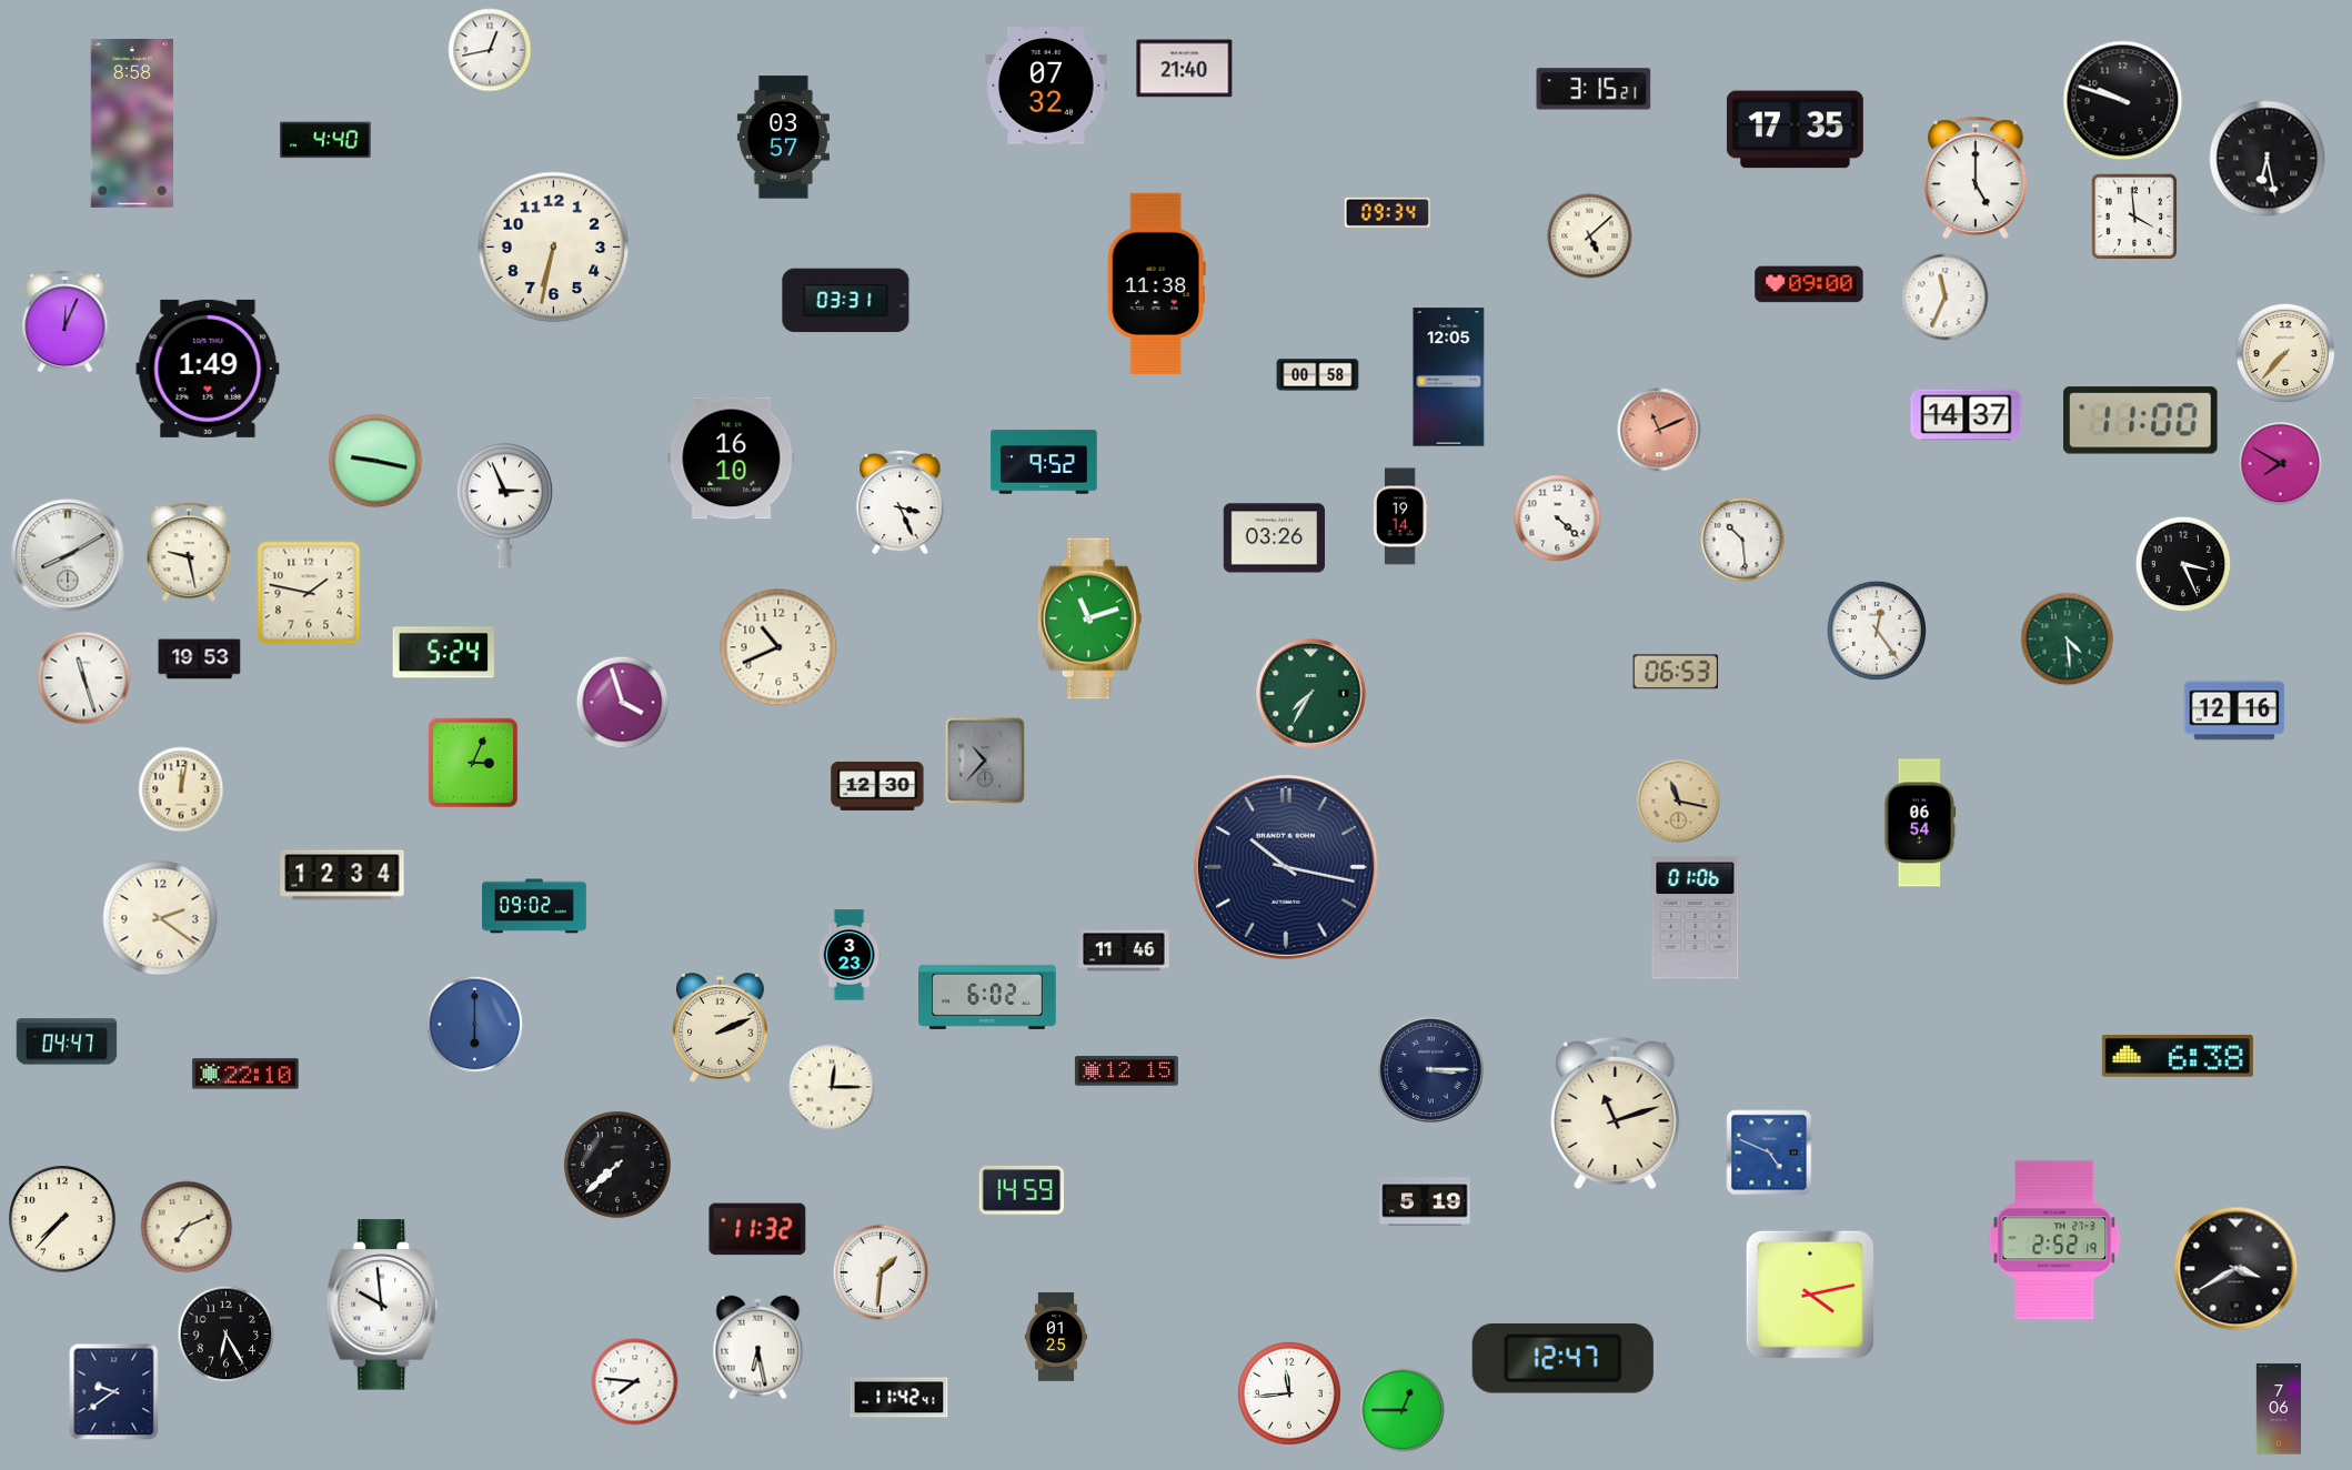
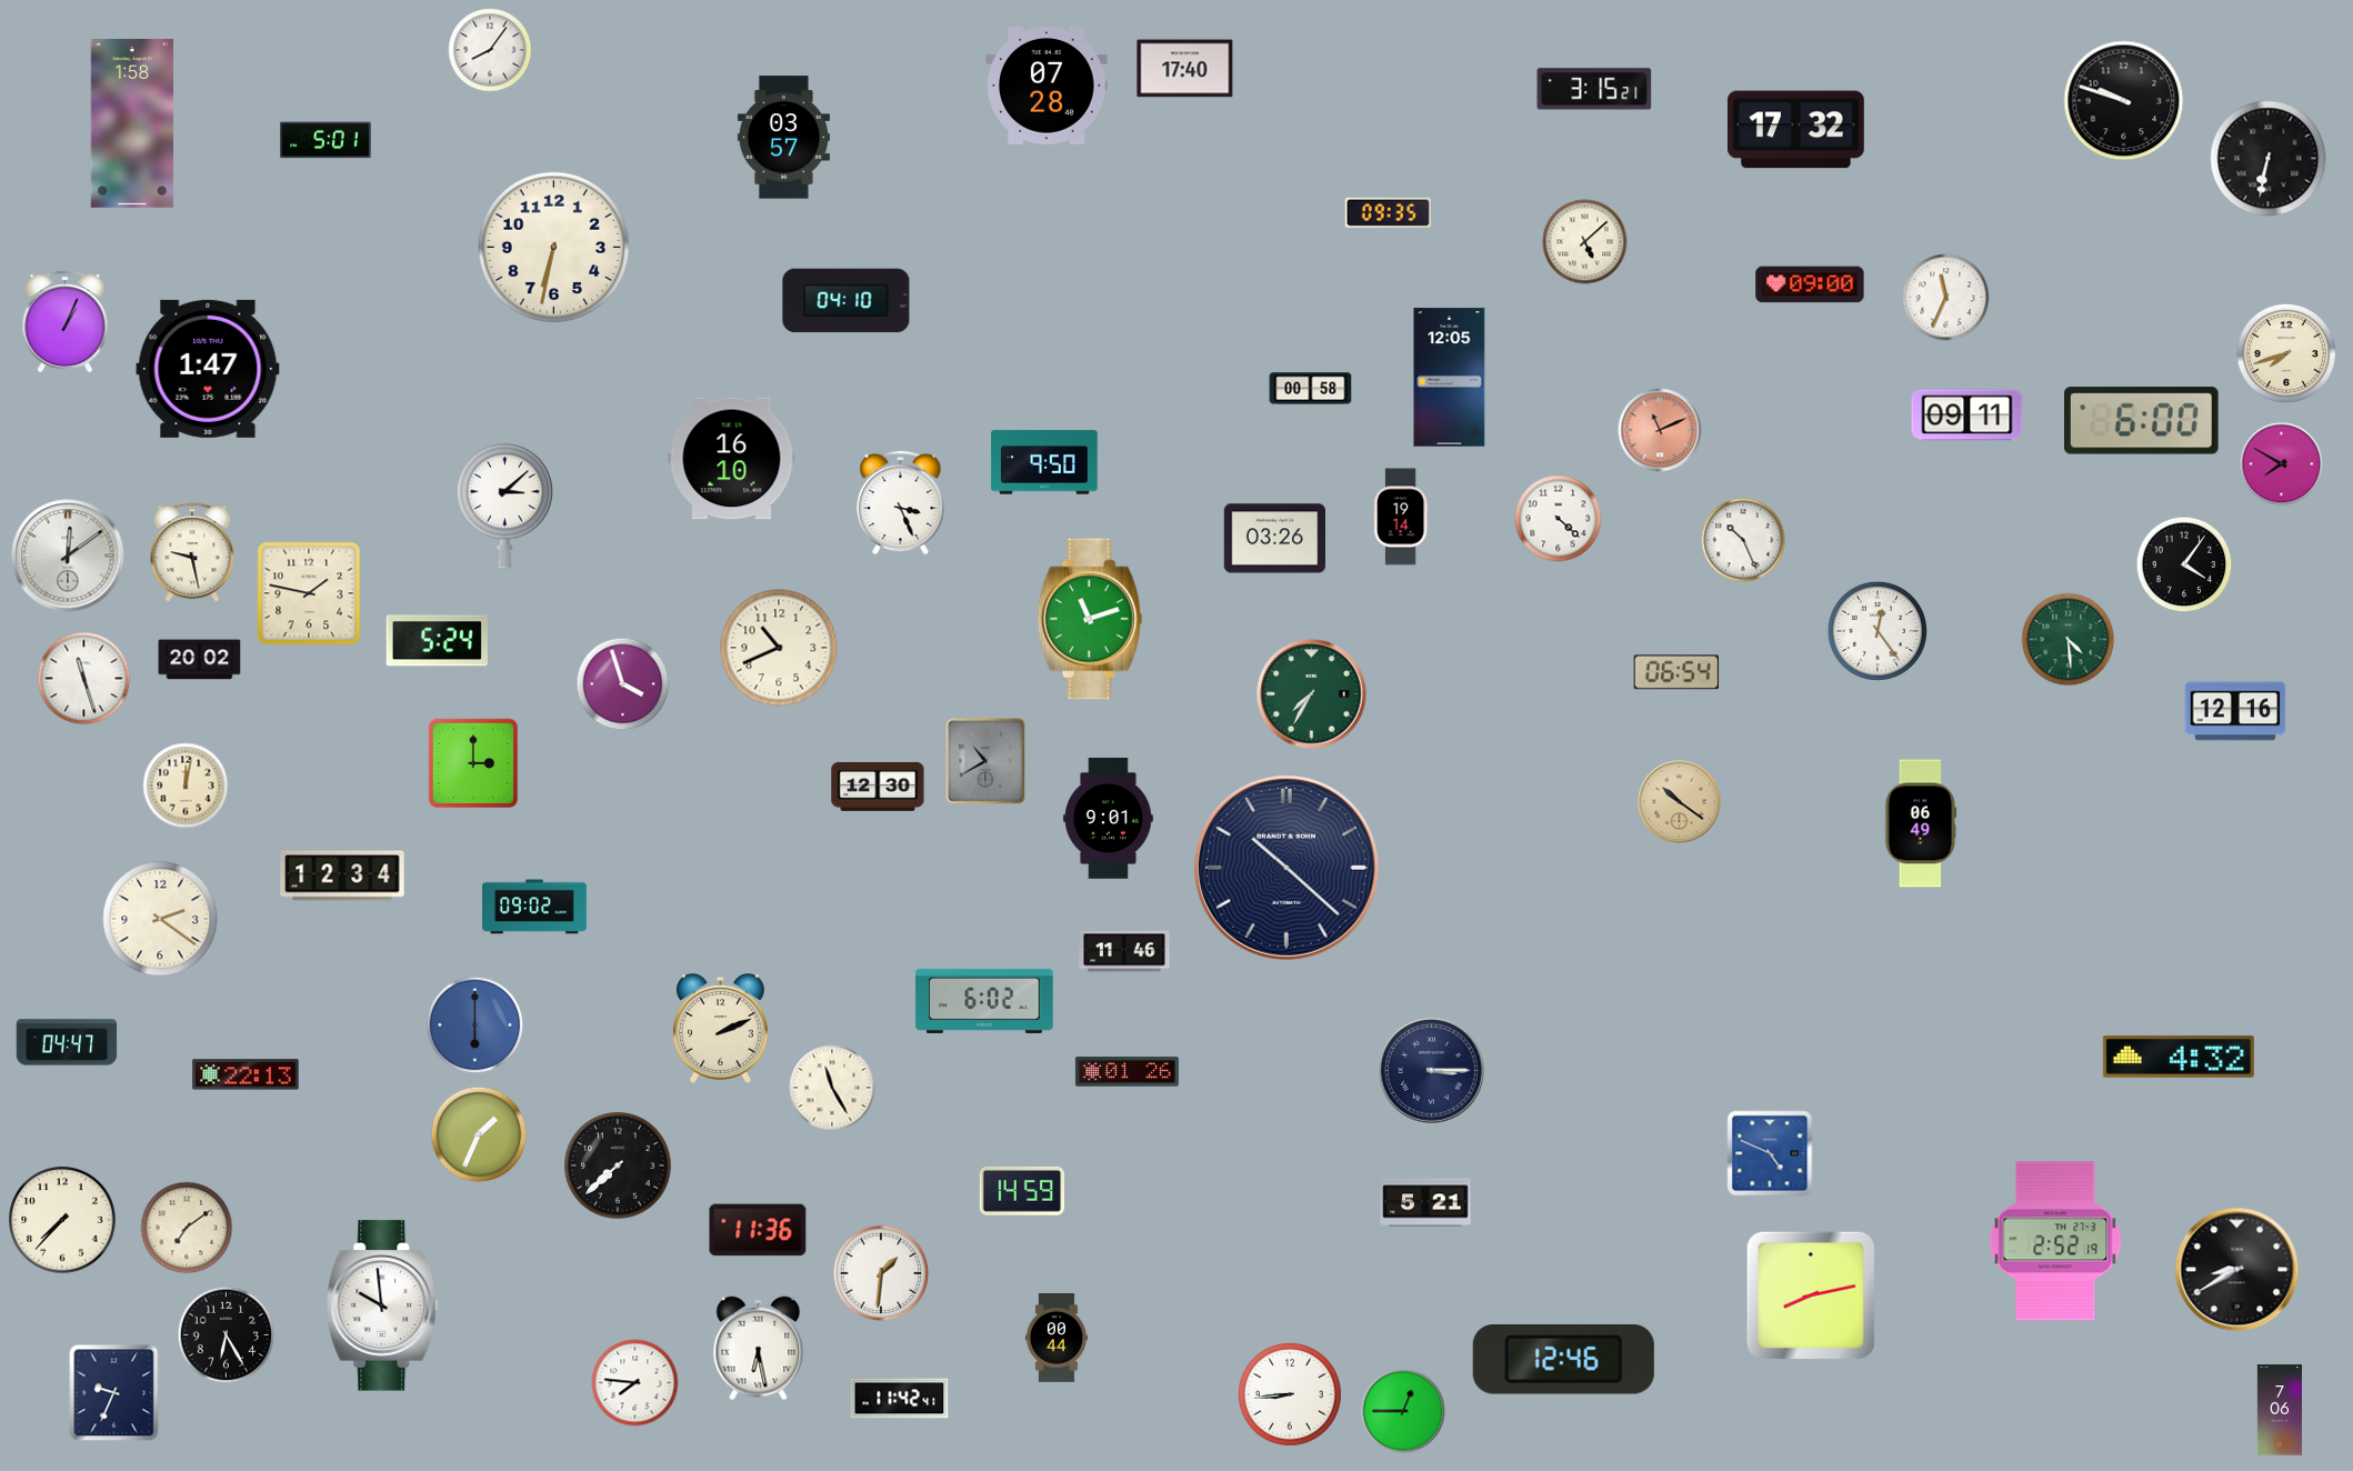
clock at (490, 50): 12:43 -> 8:06
clock at (1185, 69): 21:40 -> 17:40
clock at (1046, 87): 07:32 -> 07:28
clock at (132, 124): 8:58 -> 1:58
clock at (1795, 130): 17:35 -> 17:32
clock at (325, 140): 4:40 -> 5:01
clock at (2268, 159): 6:28 -> 6:32
clock at (1976, 177): 5:00 -> none
clock at (1387, 212): 09:34 -> 09:35
clock at (2133, 215): 3:59 -> none
clock at (1590, 236) position: (1590, 236) -> (1585, 242)
clock at (1156, 283): 11:38 -> none
clock at (846, 301): 03:31 -> 04:10
clock at (66, 322): 12:04 -> 1:04
clock at (2285, 353): 7:37 -> 7:42
clock at (208, 369): 1:49 -> 1:47
clock at (1318, 375) position: (1318, 375) -> (1311, 389)
clock at (1967, 415): 14:37 -> 09:11
clock at (2141, 421): 11:00 -> 6:00
clock at (375, 461): 9:17 -> none
clock at (1044, 462): 9:52 -> 9:50
clock at (504, 505): 2:56 -> 3:08
clock at (1742, 540): 10:29 -> 10:26
clock at (189, 553) position: (189, 553) -> (192, 553)
clock at (68, 555): 8:10 -> 12:09
clock at (2183, 564): 3:26 -> 4:06
clock at (443, 653) position: (443, 653) -> (437, 641)
clock at (200, 660): 19:53 -> 20:02
clock at (1676, 672): 06:53 -> 06:54
clock at (623, 703) position: (623, 703) -> (623, 684)
clock at (985, 761): 10:37 -> 10:40
clock at (473, 763): 3:04 -> 3:00
clock at (181, 789) position: (181, 789) -> (186, 785)
clock at (1679, 802): 11:17 -> 10:21
clock at (1108, 819): none -> 9:01
clock at (1920, 823): 06:54 -> 06:49
clock at (1286, 867): 10:17 -> 10:22
clock at (1696, 918): 01:06 -> none
clock at (850, 955): 3:23 -> none
clock at (987, 997) position: (987, 997) -> (984, 1001)
clock at (2178, 1056): 6:38 -> 4:32
clock at (1126, 1071): 12:15 -> 01:26
clock at (245, 1074): 22:10 -> 22:13
clock at (832, 1087): 12:15 -> 11:25
clock at (1616, 1114): 11:12 -> none
clock at (479, 1134): none -> 1:34
clock at (1425, 1201): 5:19 -> 5:21
clock at (187, 1227): 7:11 -> 7:09
clock at (757, 1229): 11:32 -> 11:36
clock at (2237, 1269): 3:40 -> 8:40
clock at (1810, 1295): 4:13 -> 8:13
clock at (1056, 1337): 01:25 -> 00:44
clock at (1562, 1359): 12:47 -> 12:46
clock at (114, 1392): 9:39 -> 9:34
clock at (1289, 1393): 11:44 -> 8:44
